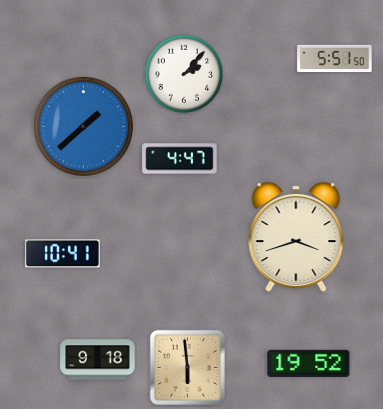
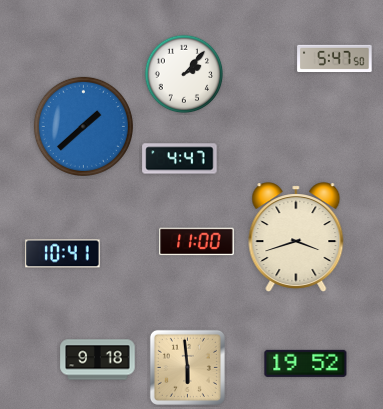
clock at (335, 58): 5:51 -> 5:47
clock at (197, 242): none -> 11:00
clock at (309, 363) position: (309, 363) -> (306, 363)
